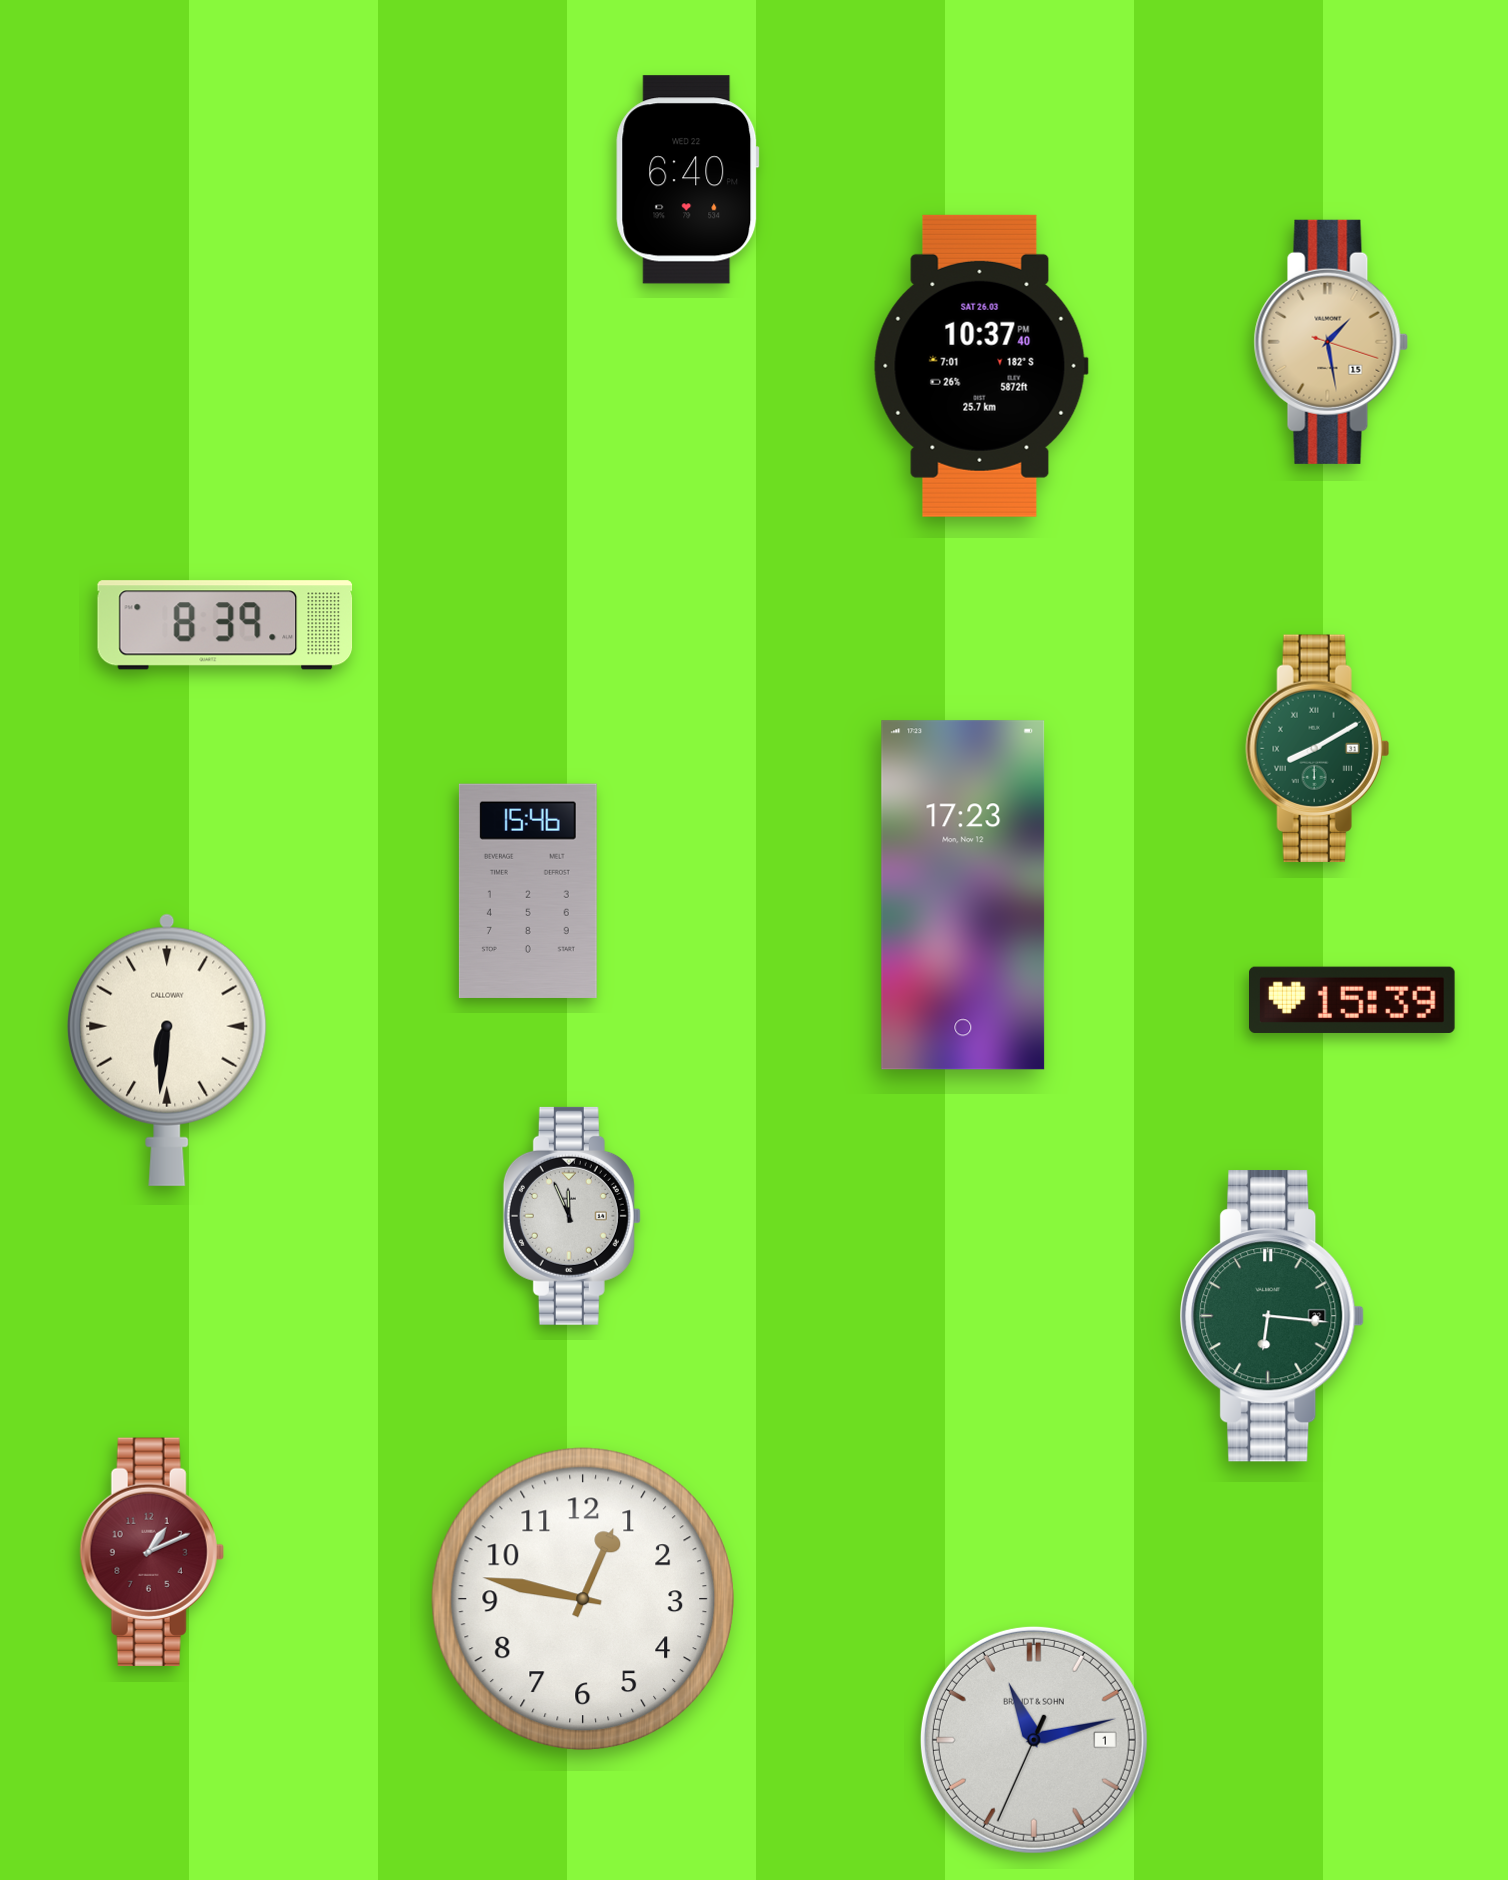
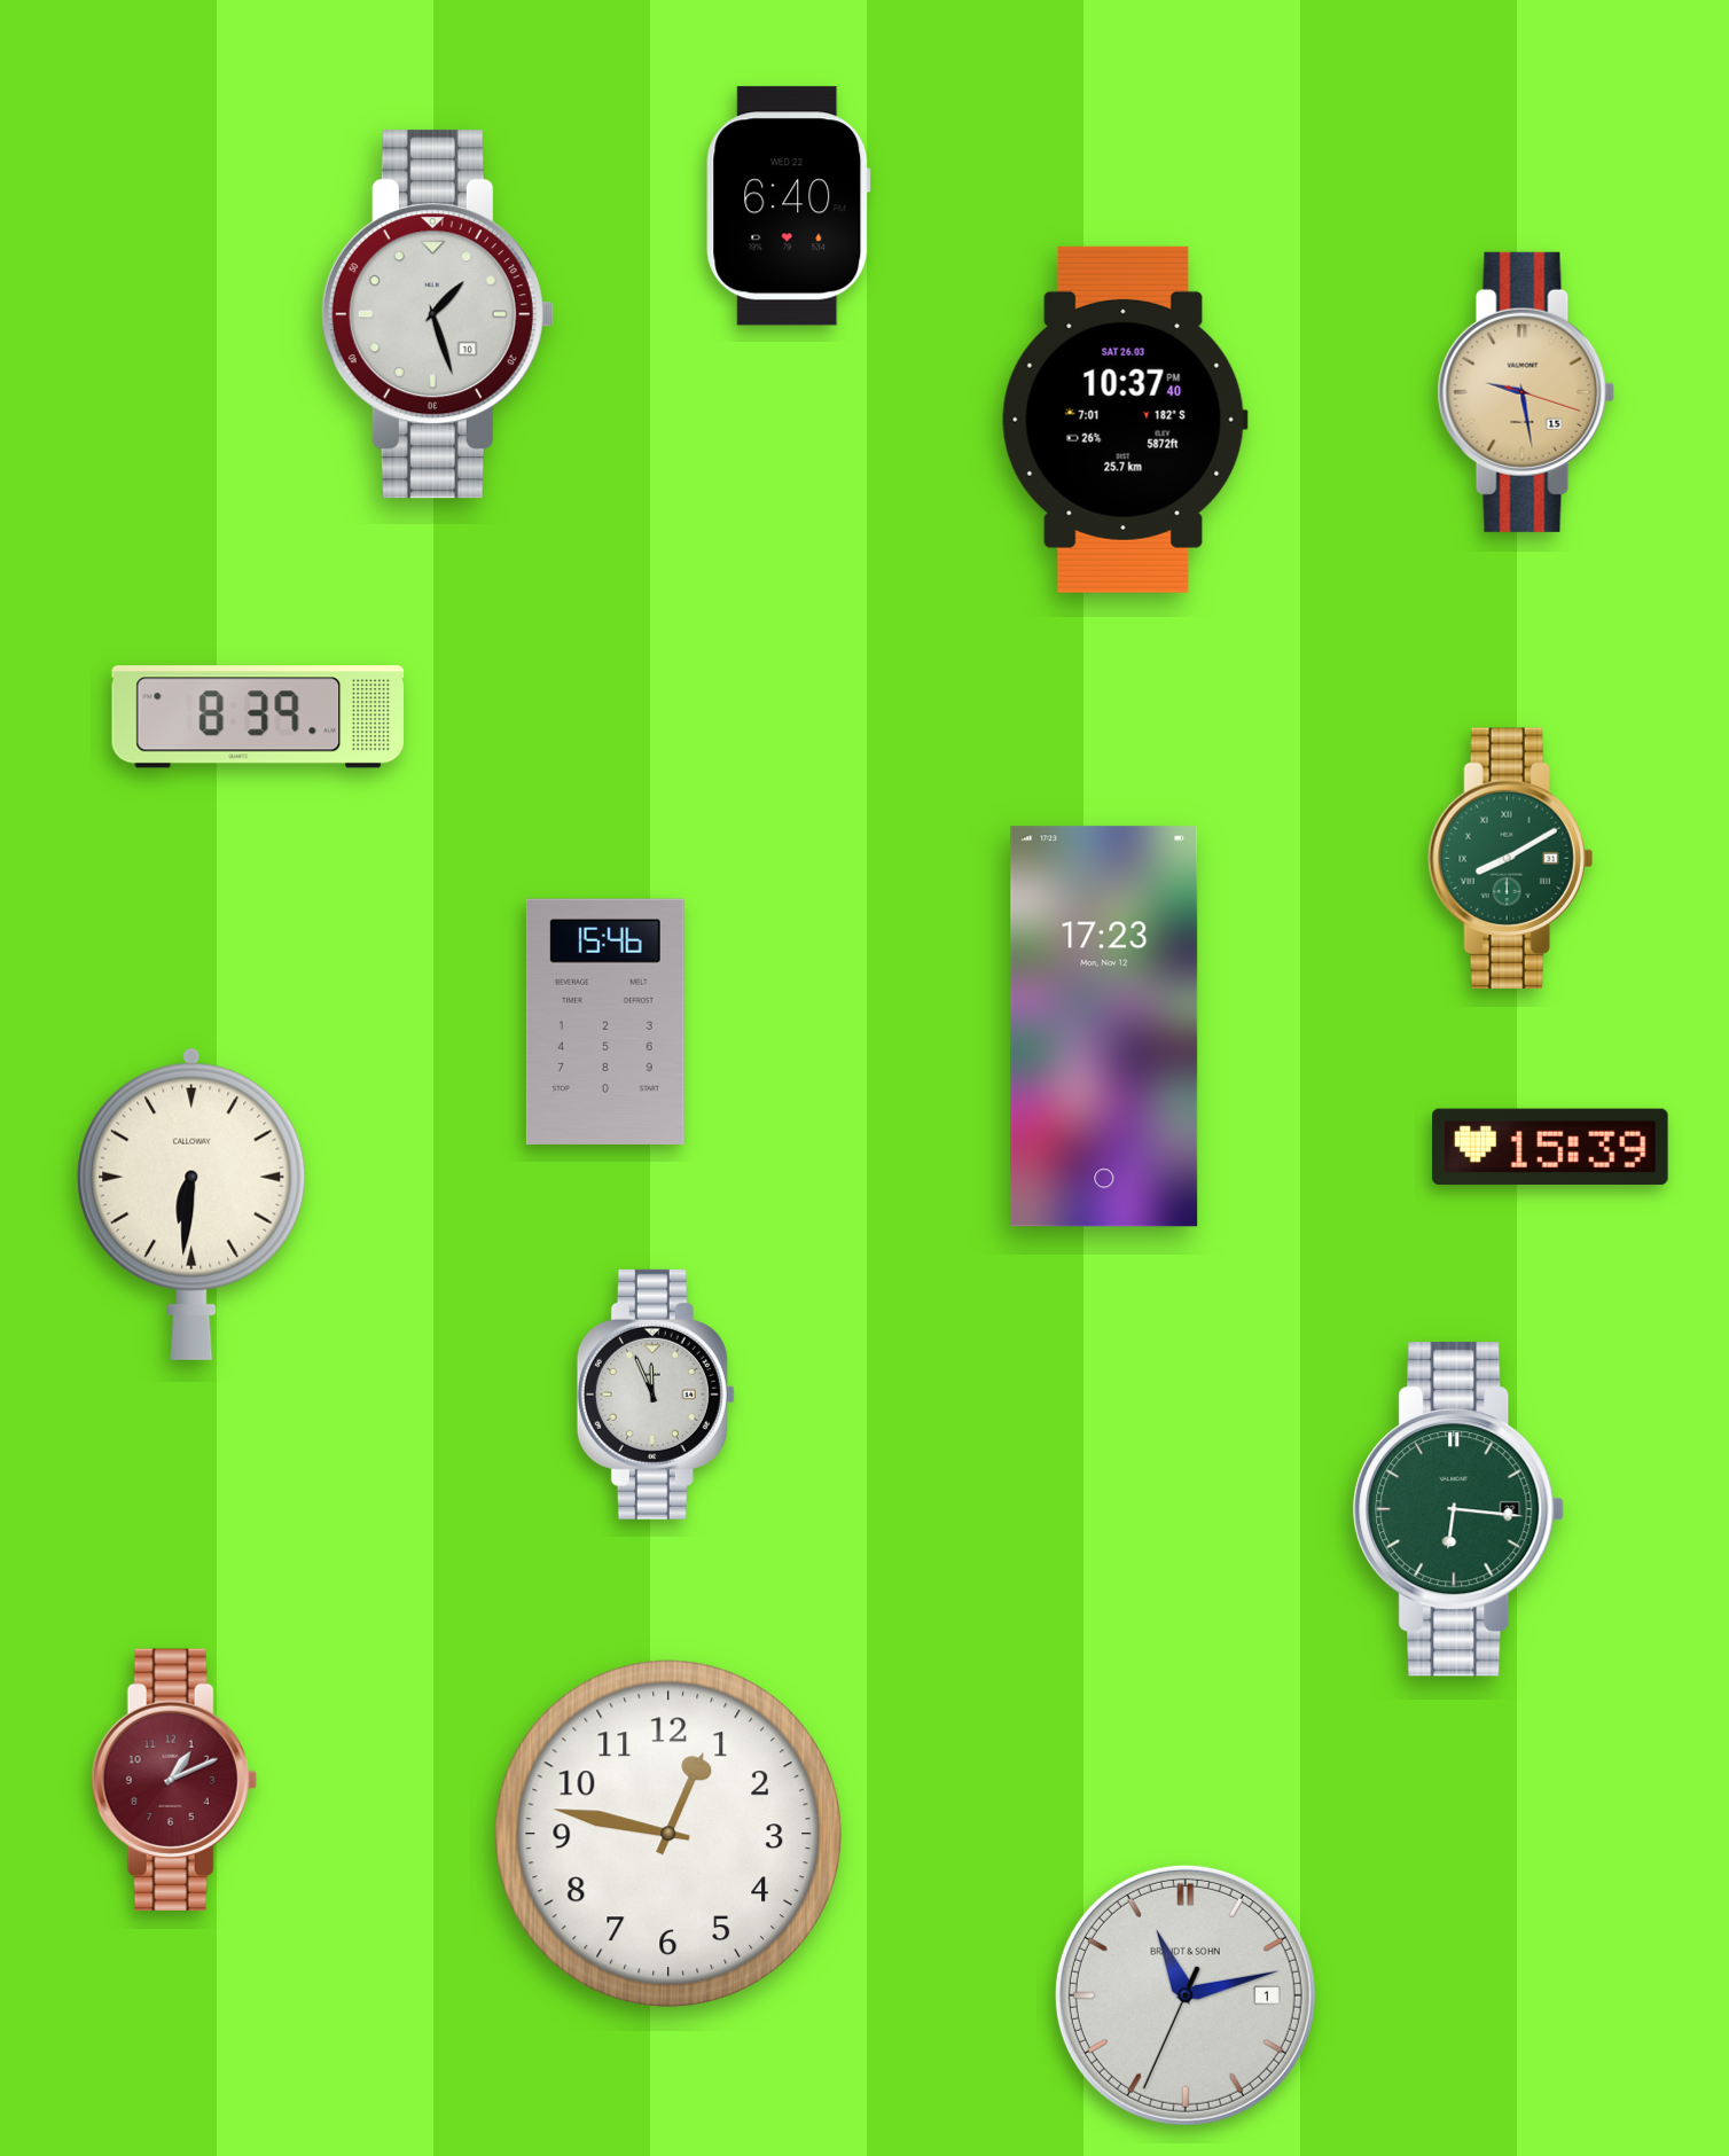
clock at (437, 314): none -> 1:27
clock at (1331, 342): 1:28 -> 9:28
